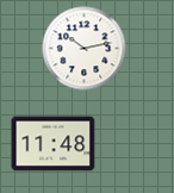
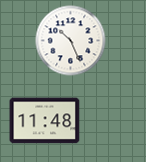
clock at (85, 49): 10:13 -> 10:26
